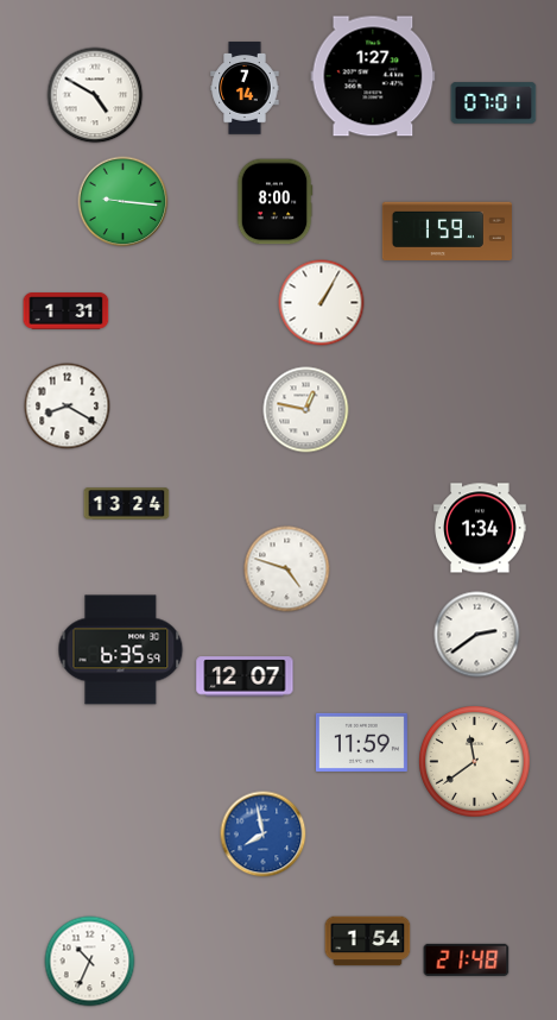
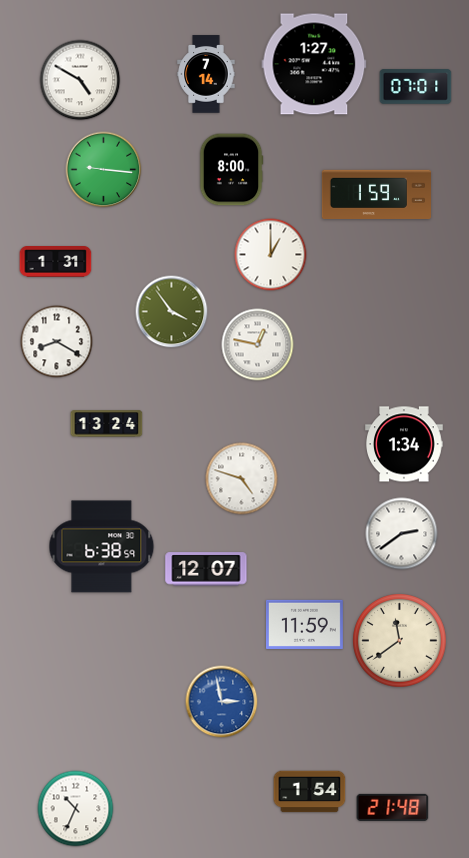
clock at (322, 303): 1:05 -> 1:00
clock at (172, 312): none -> 3:54
clock at (121, 650): 6:35 -> 6:38
clock at (264, 835): 7:58 -> 2:58
